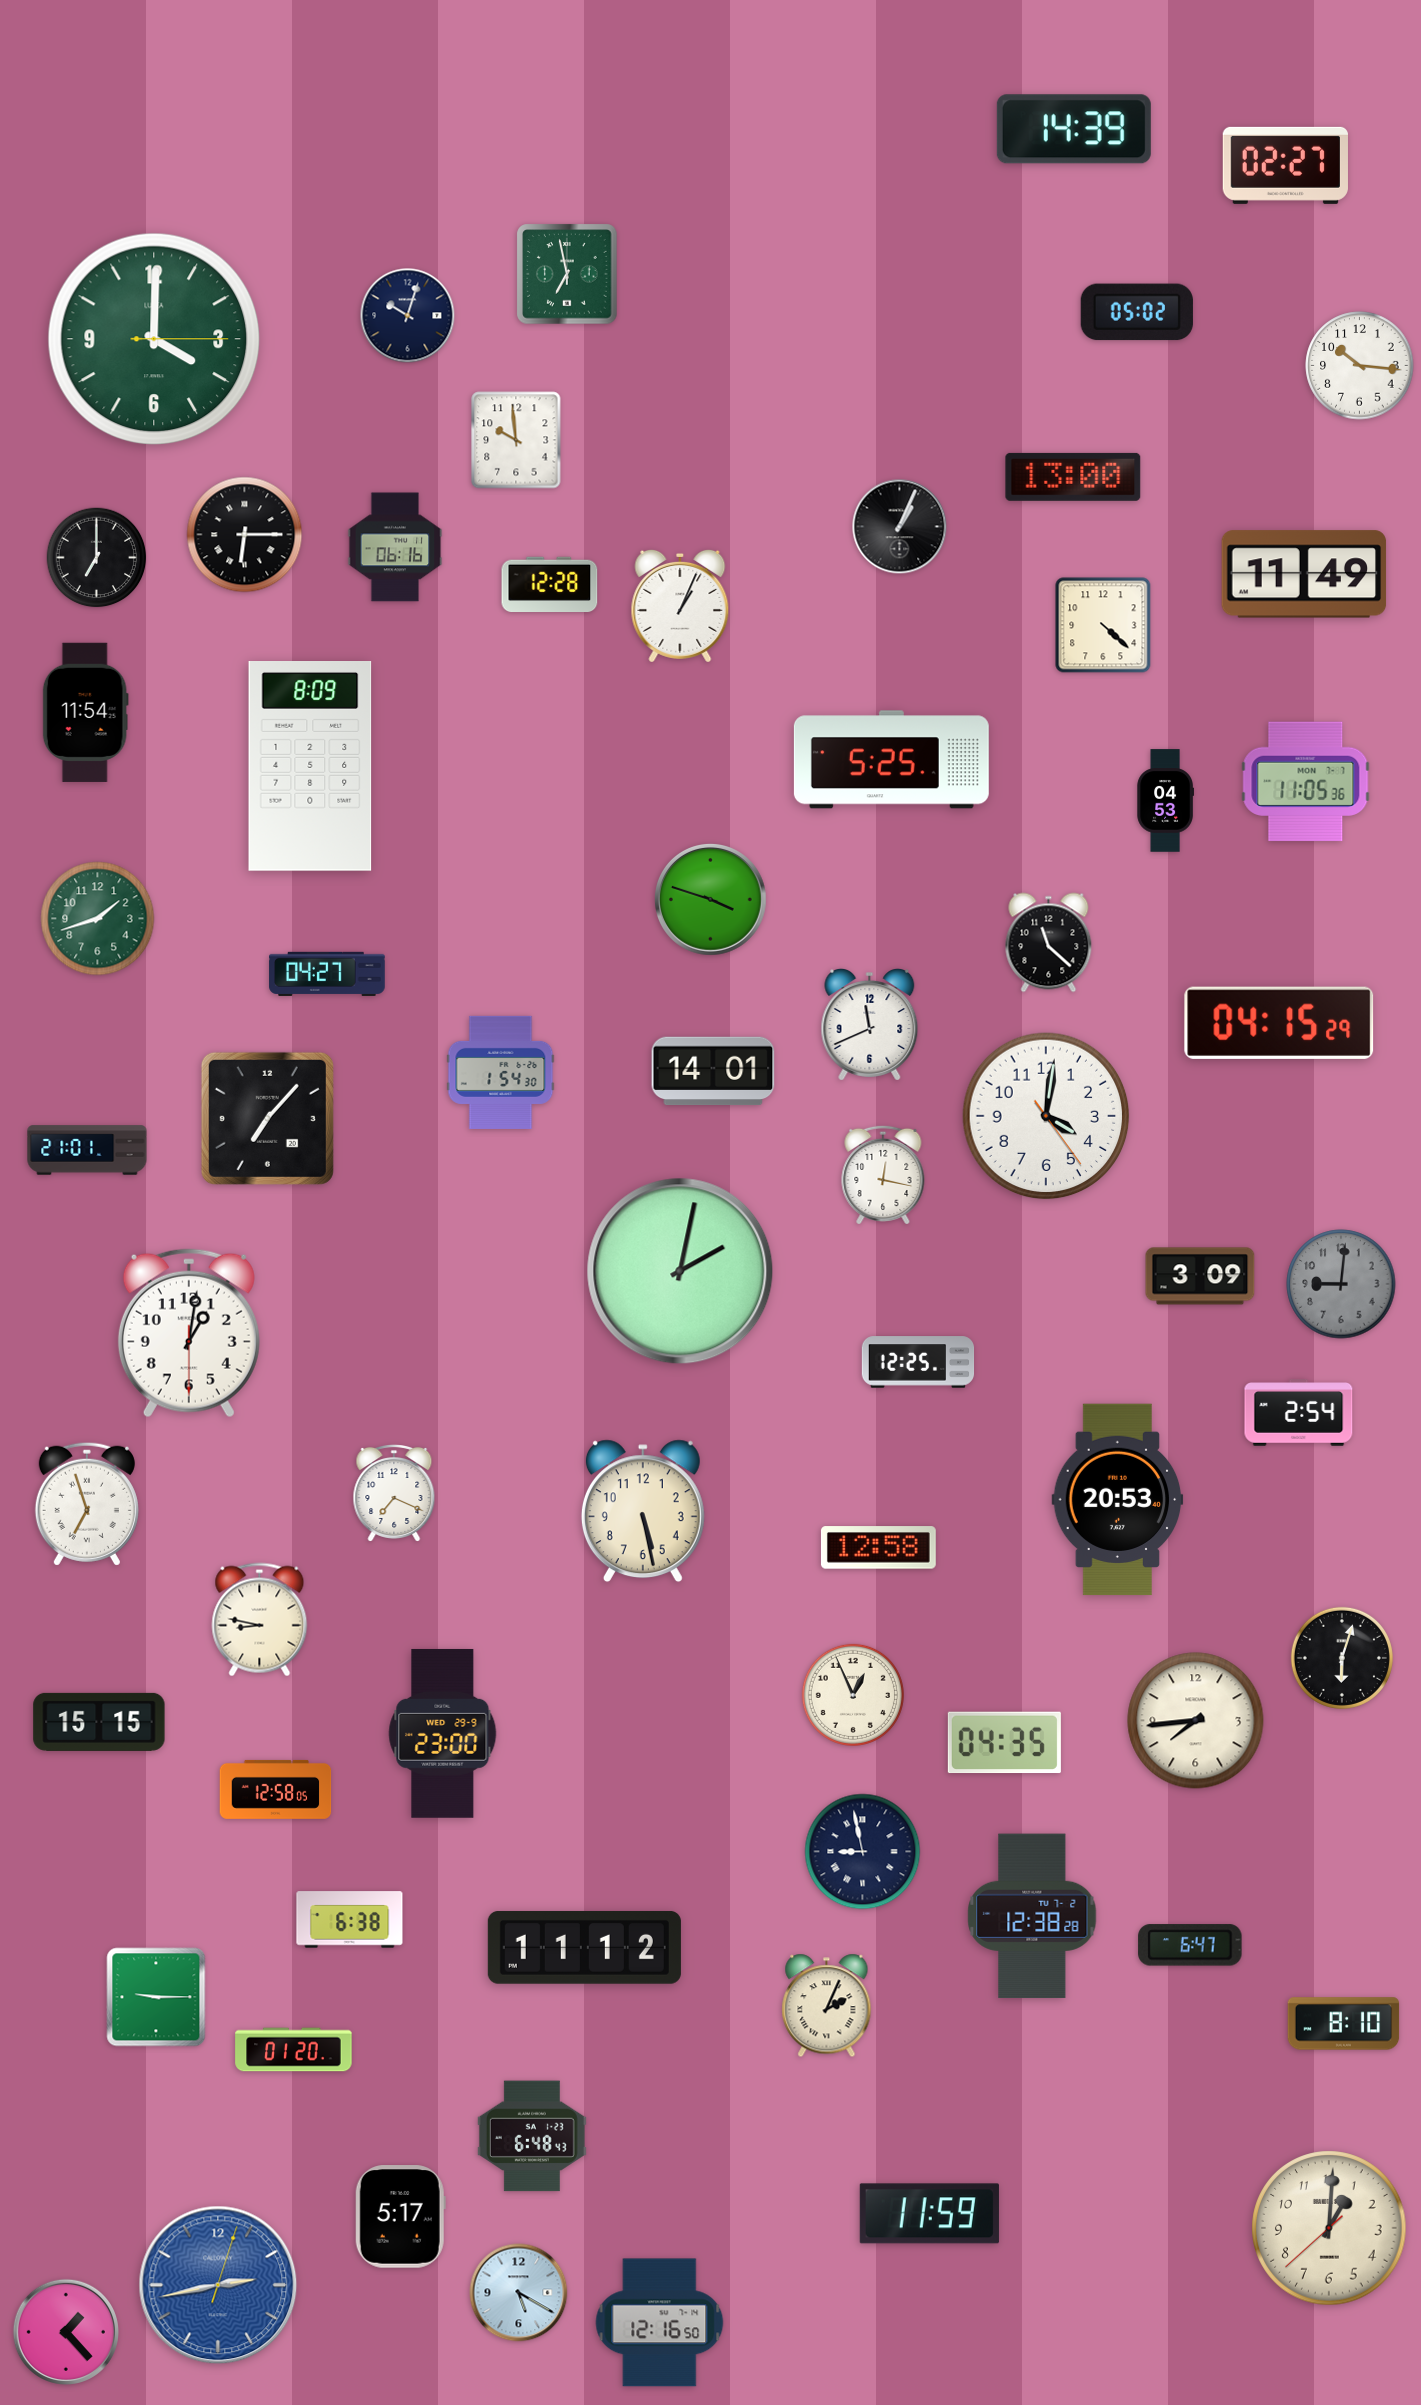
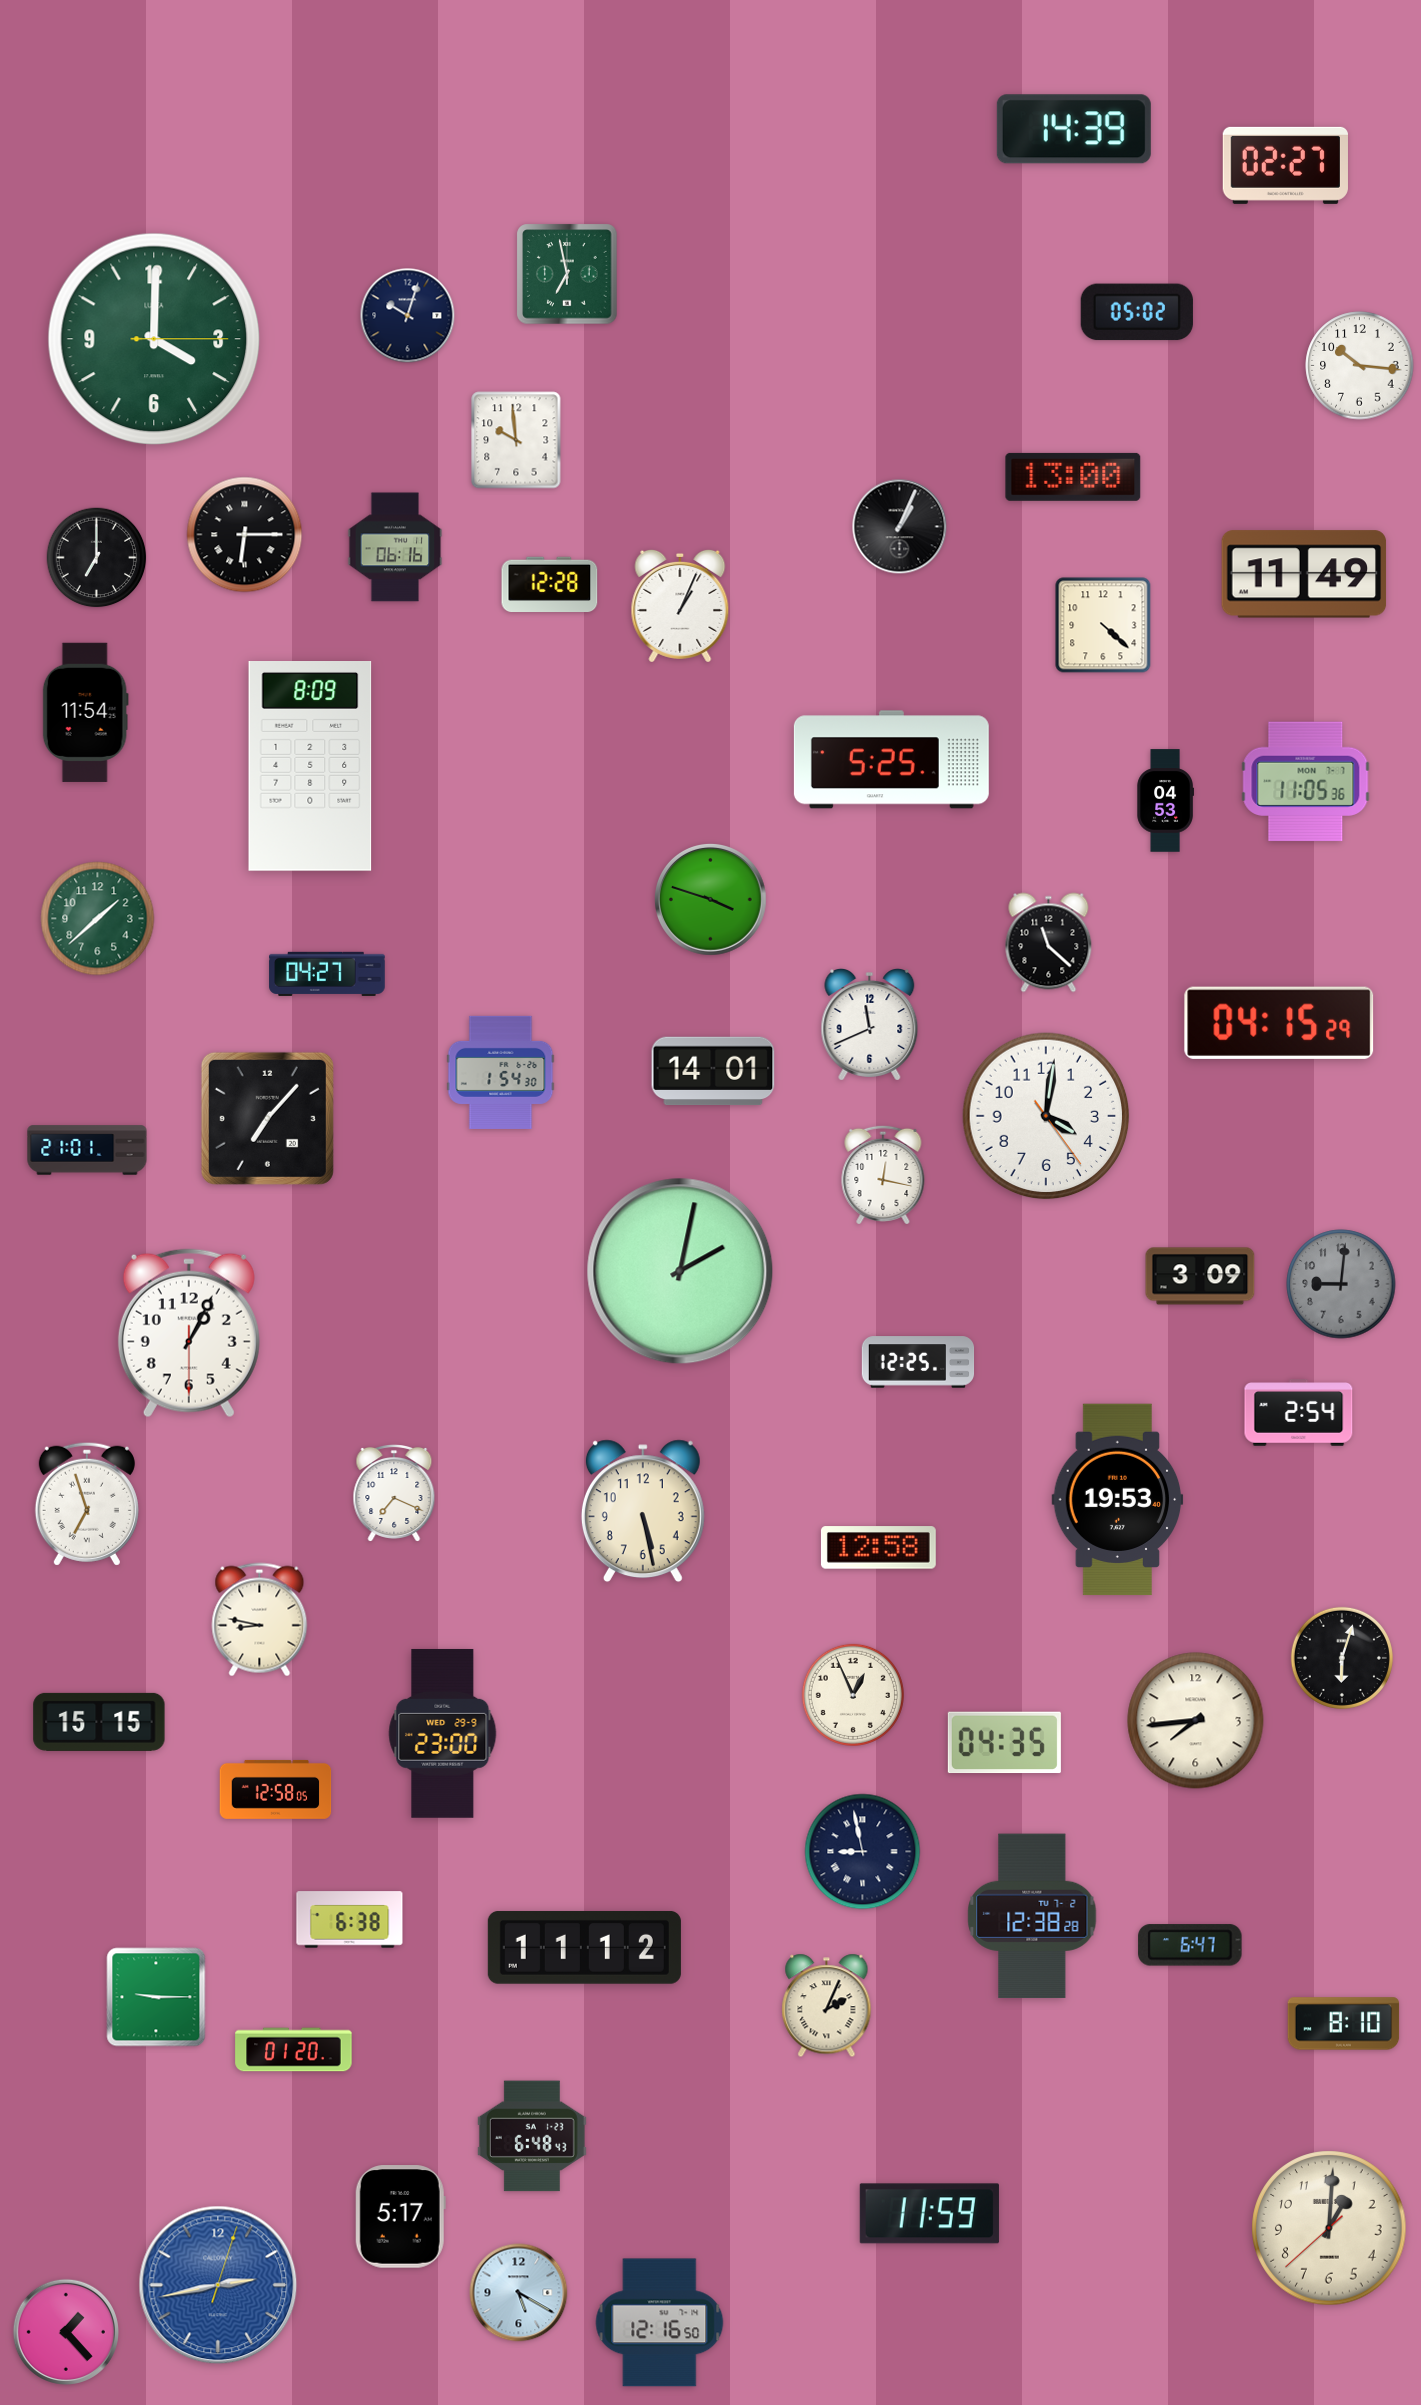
clock at (98, 919): 1:42 -> 1:38
clock at (189, 1333): 1:01 -> 1:04
clock at (1118, 1500): 20:53 -> 19:53
